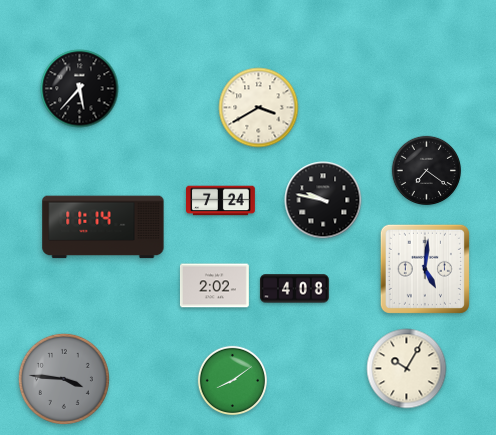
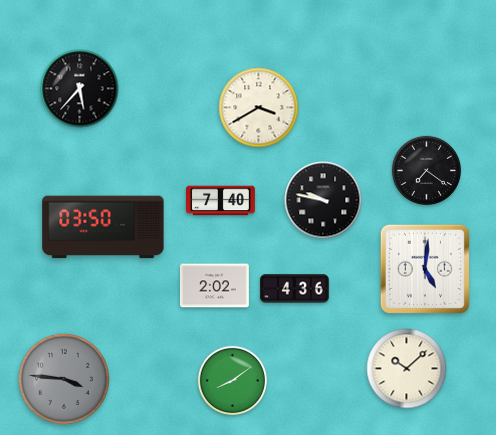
clock at (221, 201): 7:24 -> 7:40
clock at (103, 227): 11:14 -> 03:50
clock at (294, 289): 4:08 -> 4:36
clock at (407, 369): 10:05 -> 10:08
